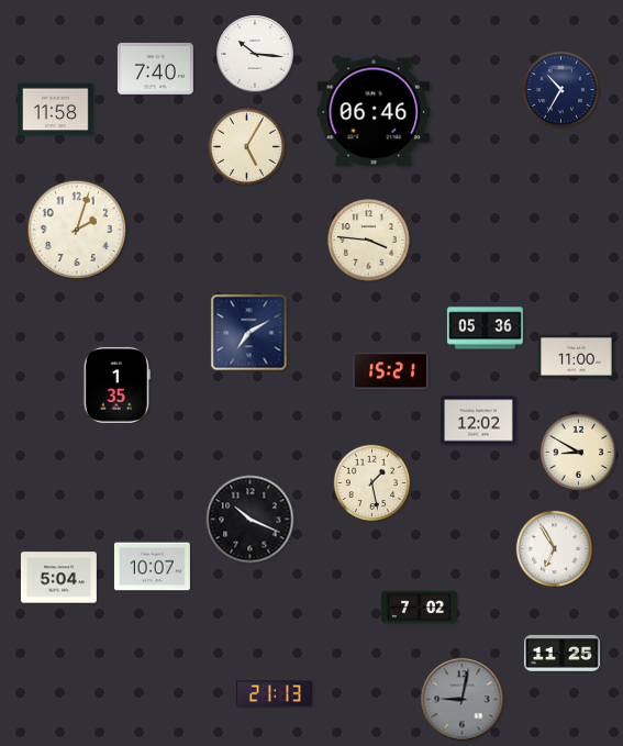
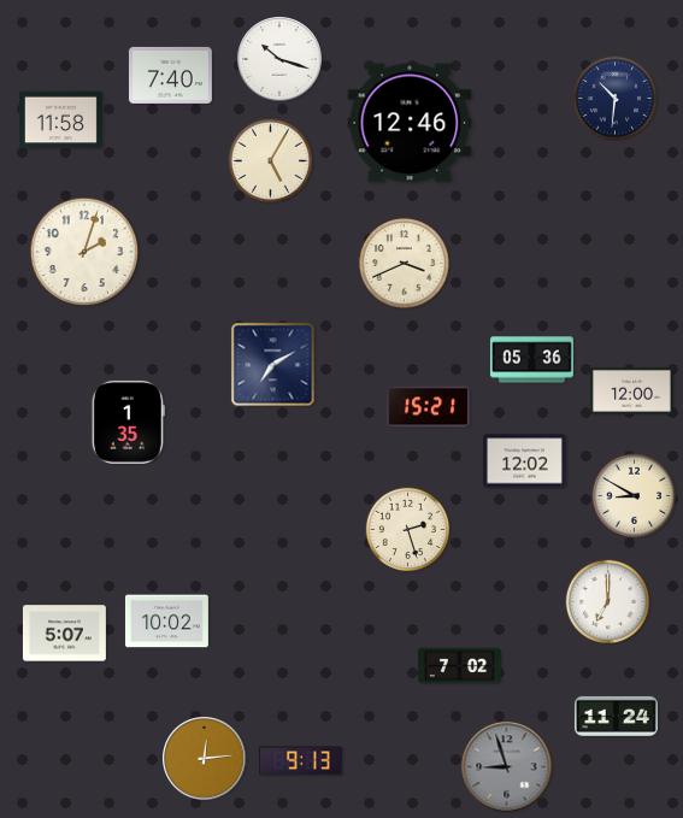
clock at (255, 54): 10:16 -> 10:18
clock at (561, 90): 10:35 -> 10:31
clock at (374, 112): 06:46 -> 12:46
clock at (369, 241): 3:46 -> 3:41
clock at (576, 356): 11:00 -> 12:00
clock at (372, 483): 1:28 -> 2:27
clock at (251, 520): 10:19 -> none
clock at (555, 549): 6:55 -> 7:00
clock at (152, 567): 10:07 -> 10:02
clock at (58, 578): 5:04 -> 5:07
clock at (561, 653): 11:25 -> 11:24
clock at (205, 759): none -> 12:14
clock at (274, 694): 21:13 -> 9:13
clock at (463, 700): 9:02 -> 8:57
